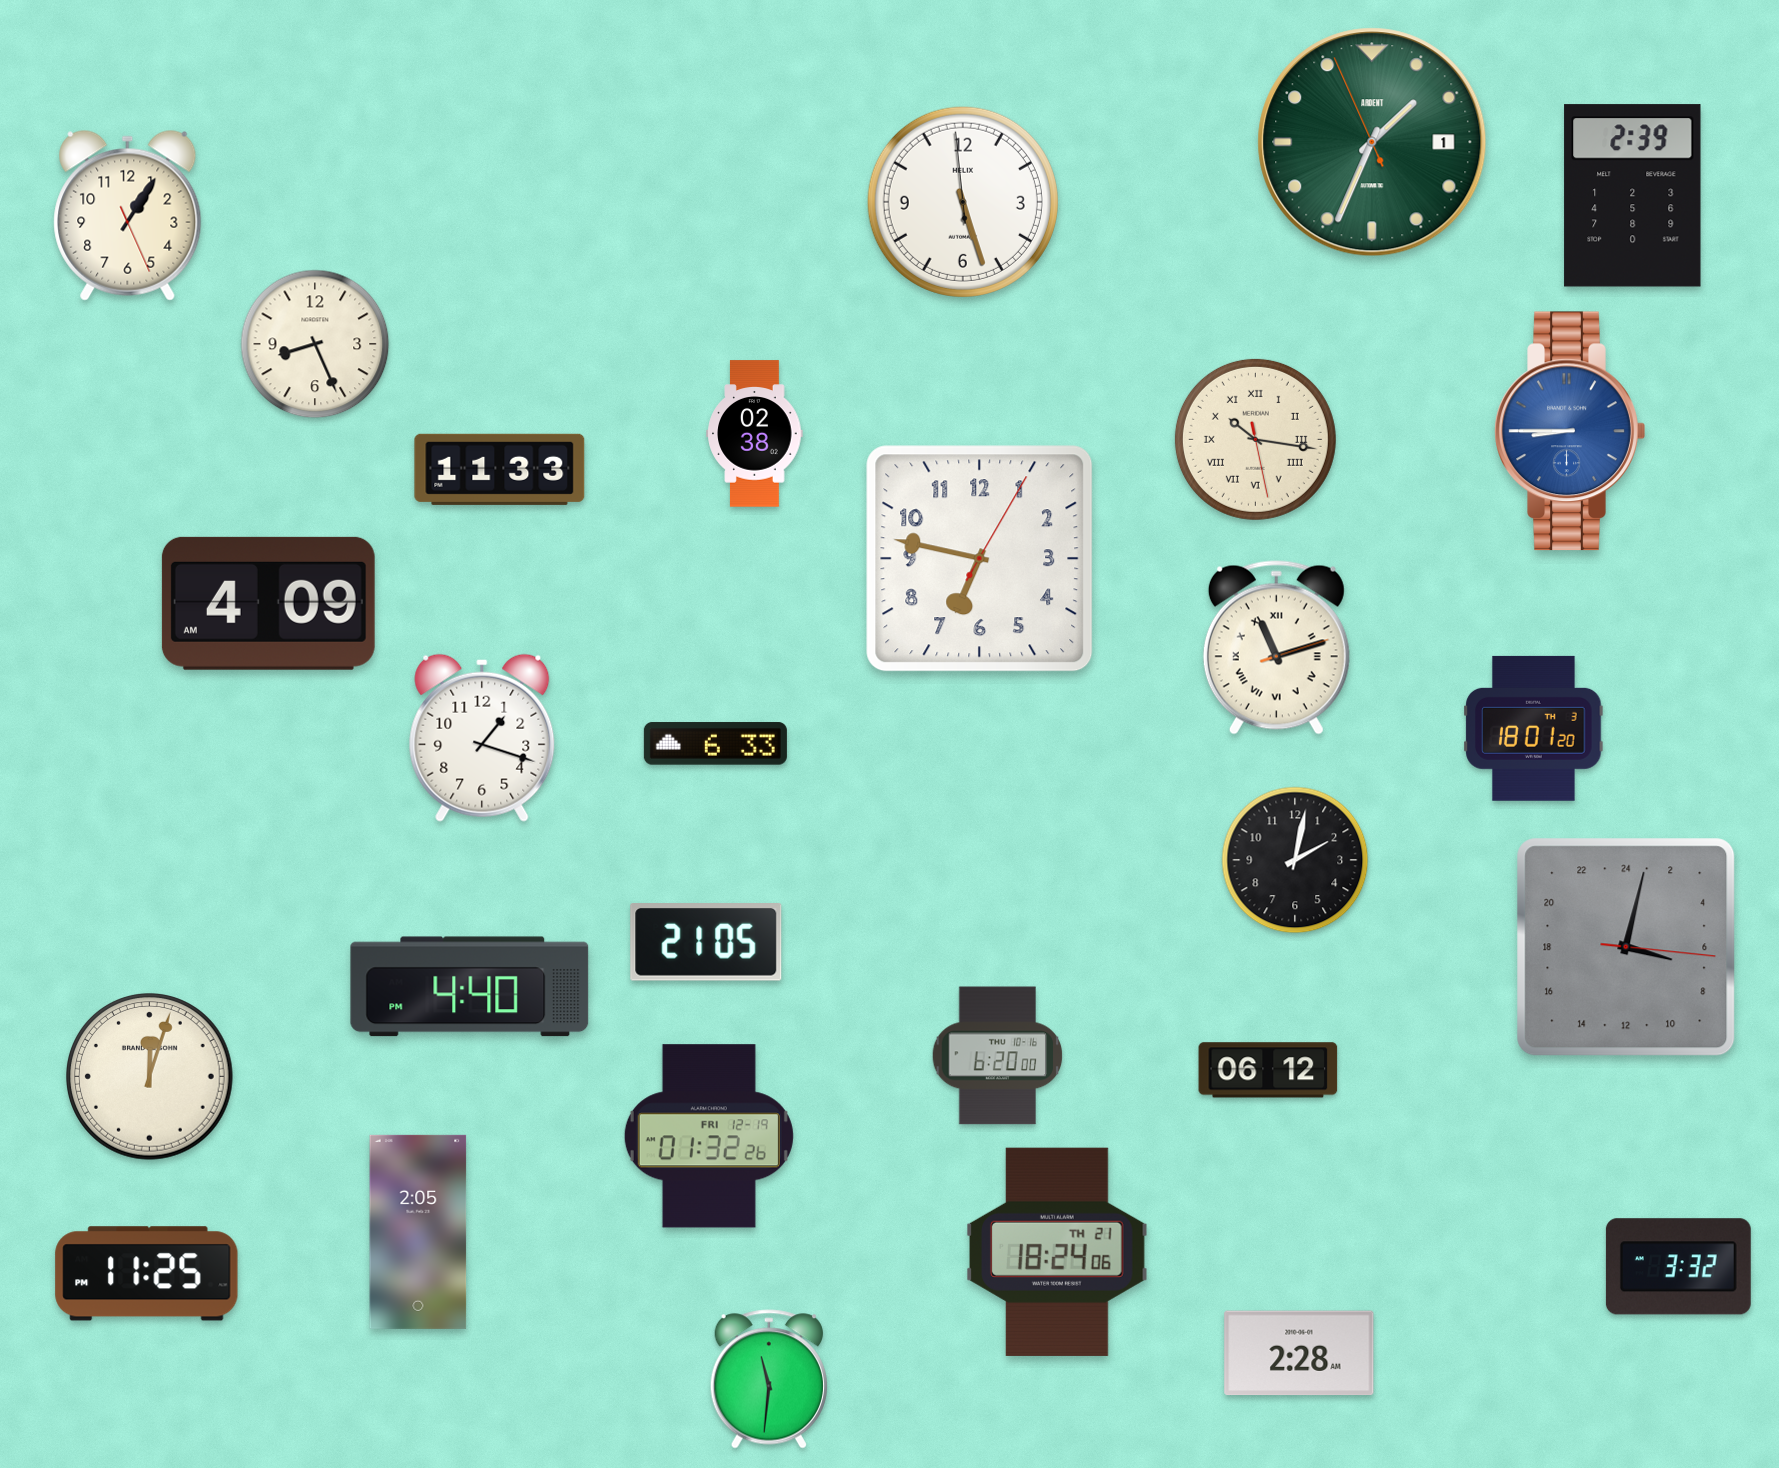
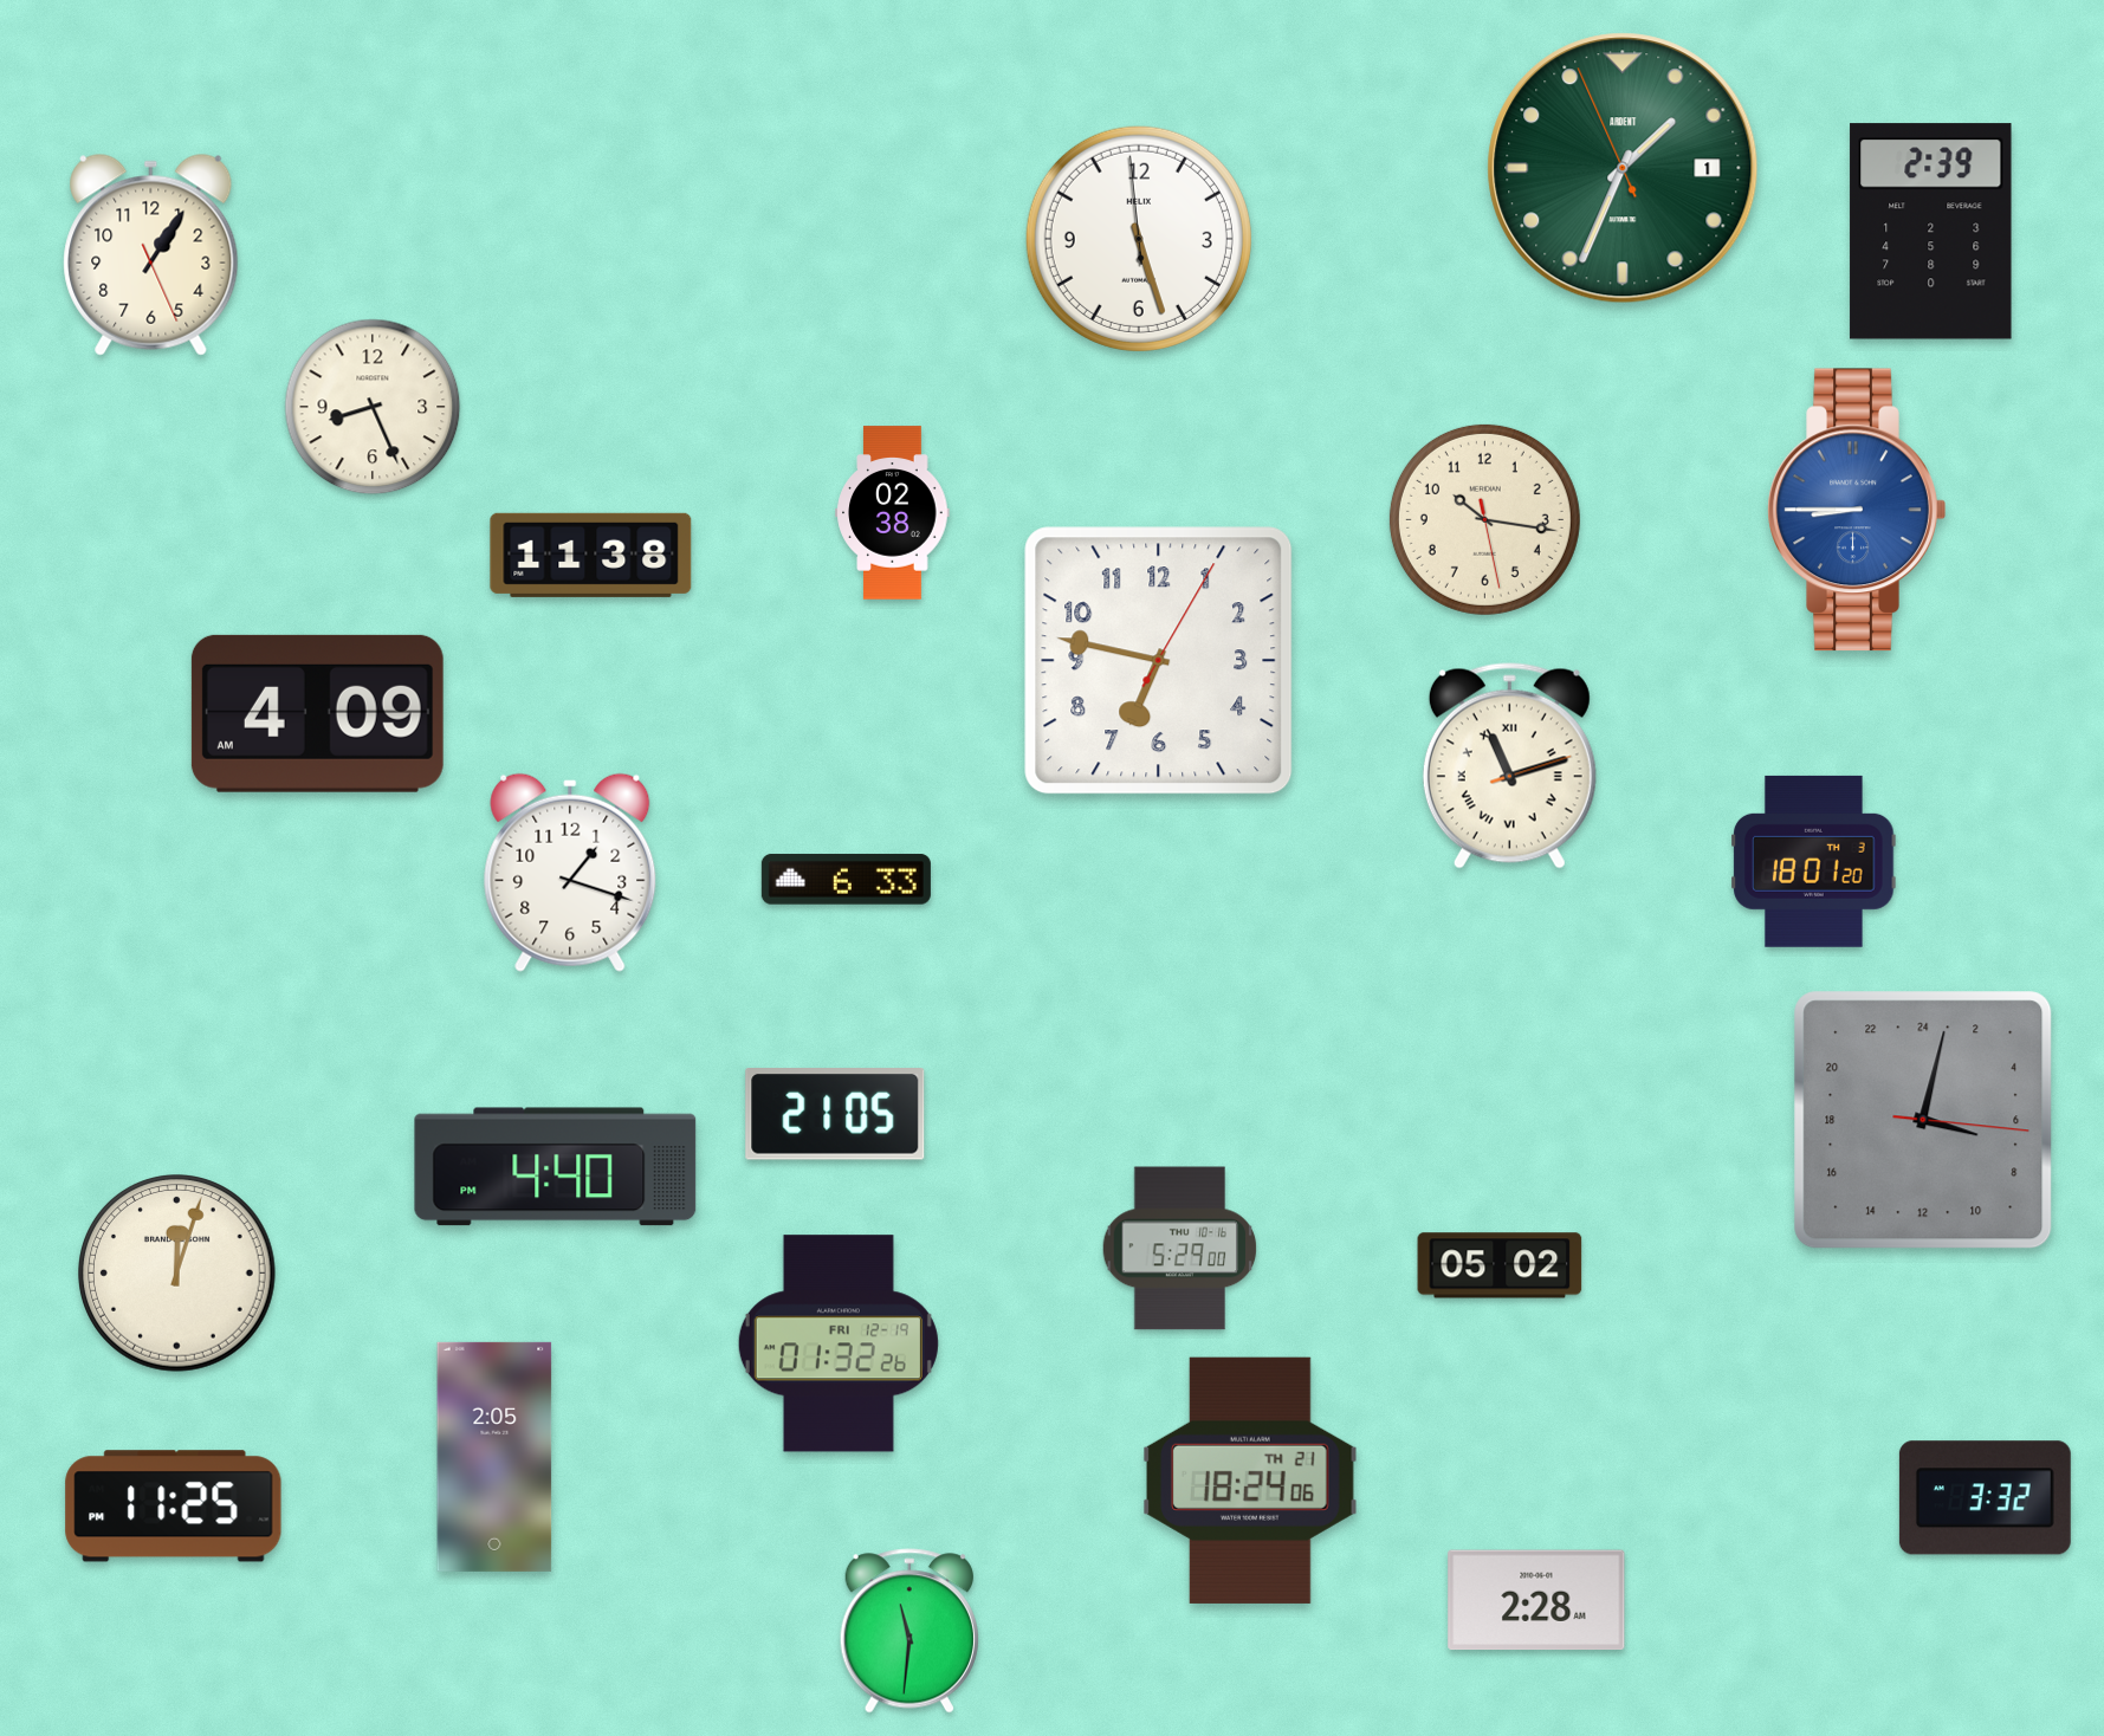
clock at (1255, 439) numerals: Roman -> Arabic
clock at (500, 469): 11:33 -> 11:38
clock at (1295, 860): 2:02 -> none
clock at (998, 1056): 6:20 -> 5:29
clock at (1268, 1070): 06:12 -> 05:02
